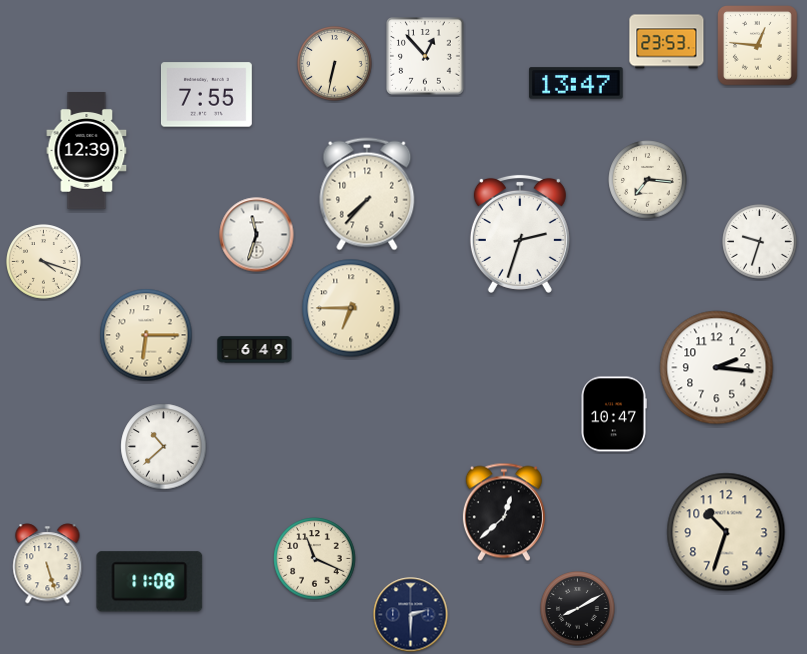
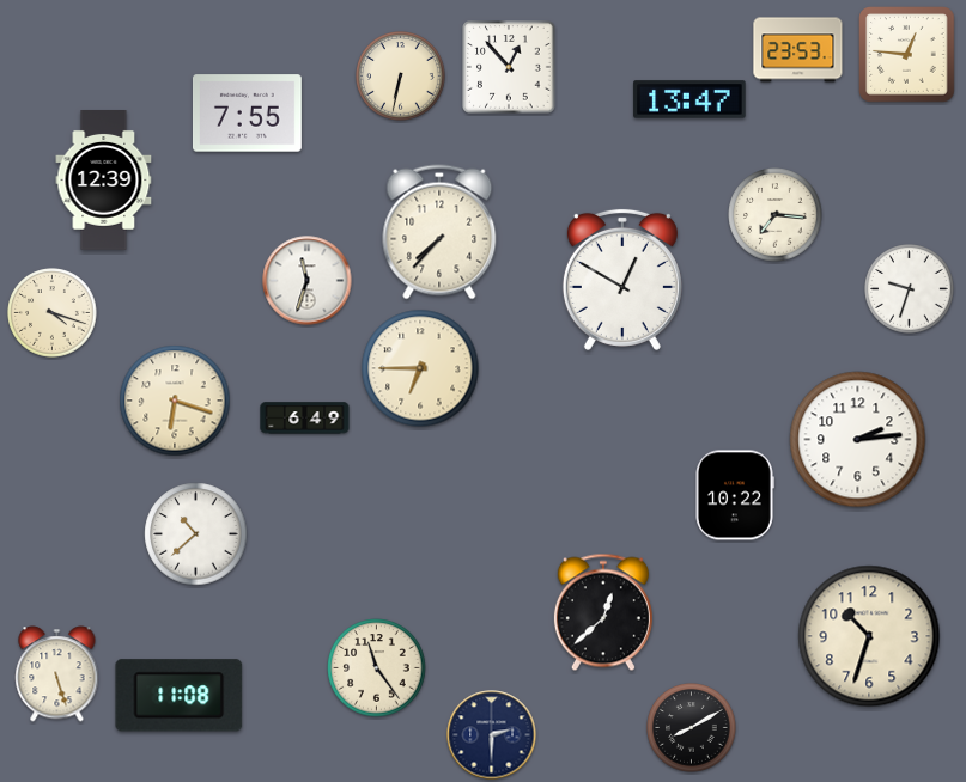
clock at (520, 234): 2:33 -> 12:50
clock at (146, 335): 6:15 -> 6:18
clock at (717, 368): 2:16 -> 2:14
clock at (614, 414): 10:47 -> 10:22
clock at (315, 559): 11:19 -> 11:24
